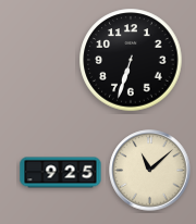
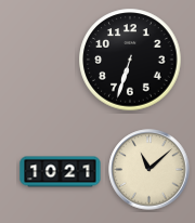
clock at (61, 173): 9:25 -> 10:21
